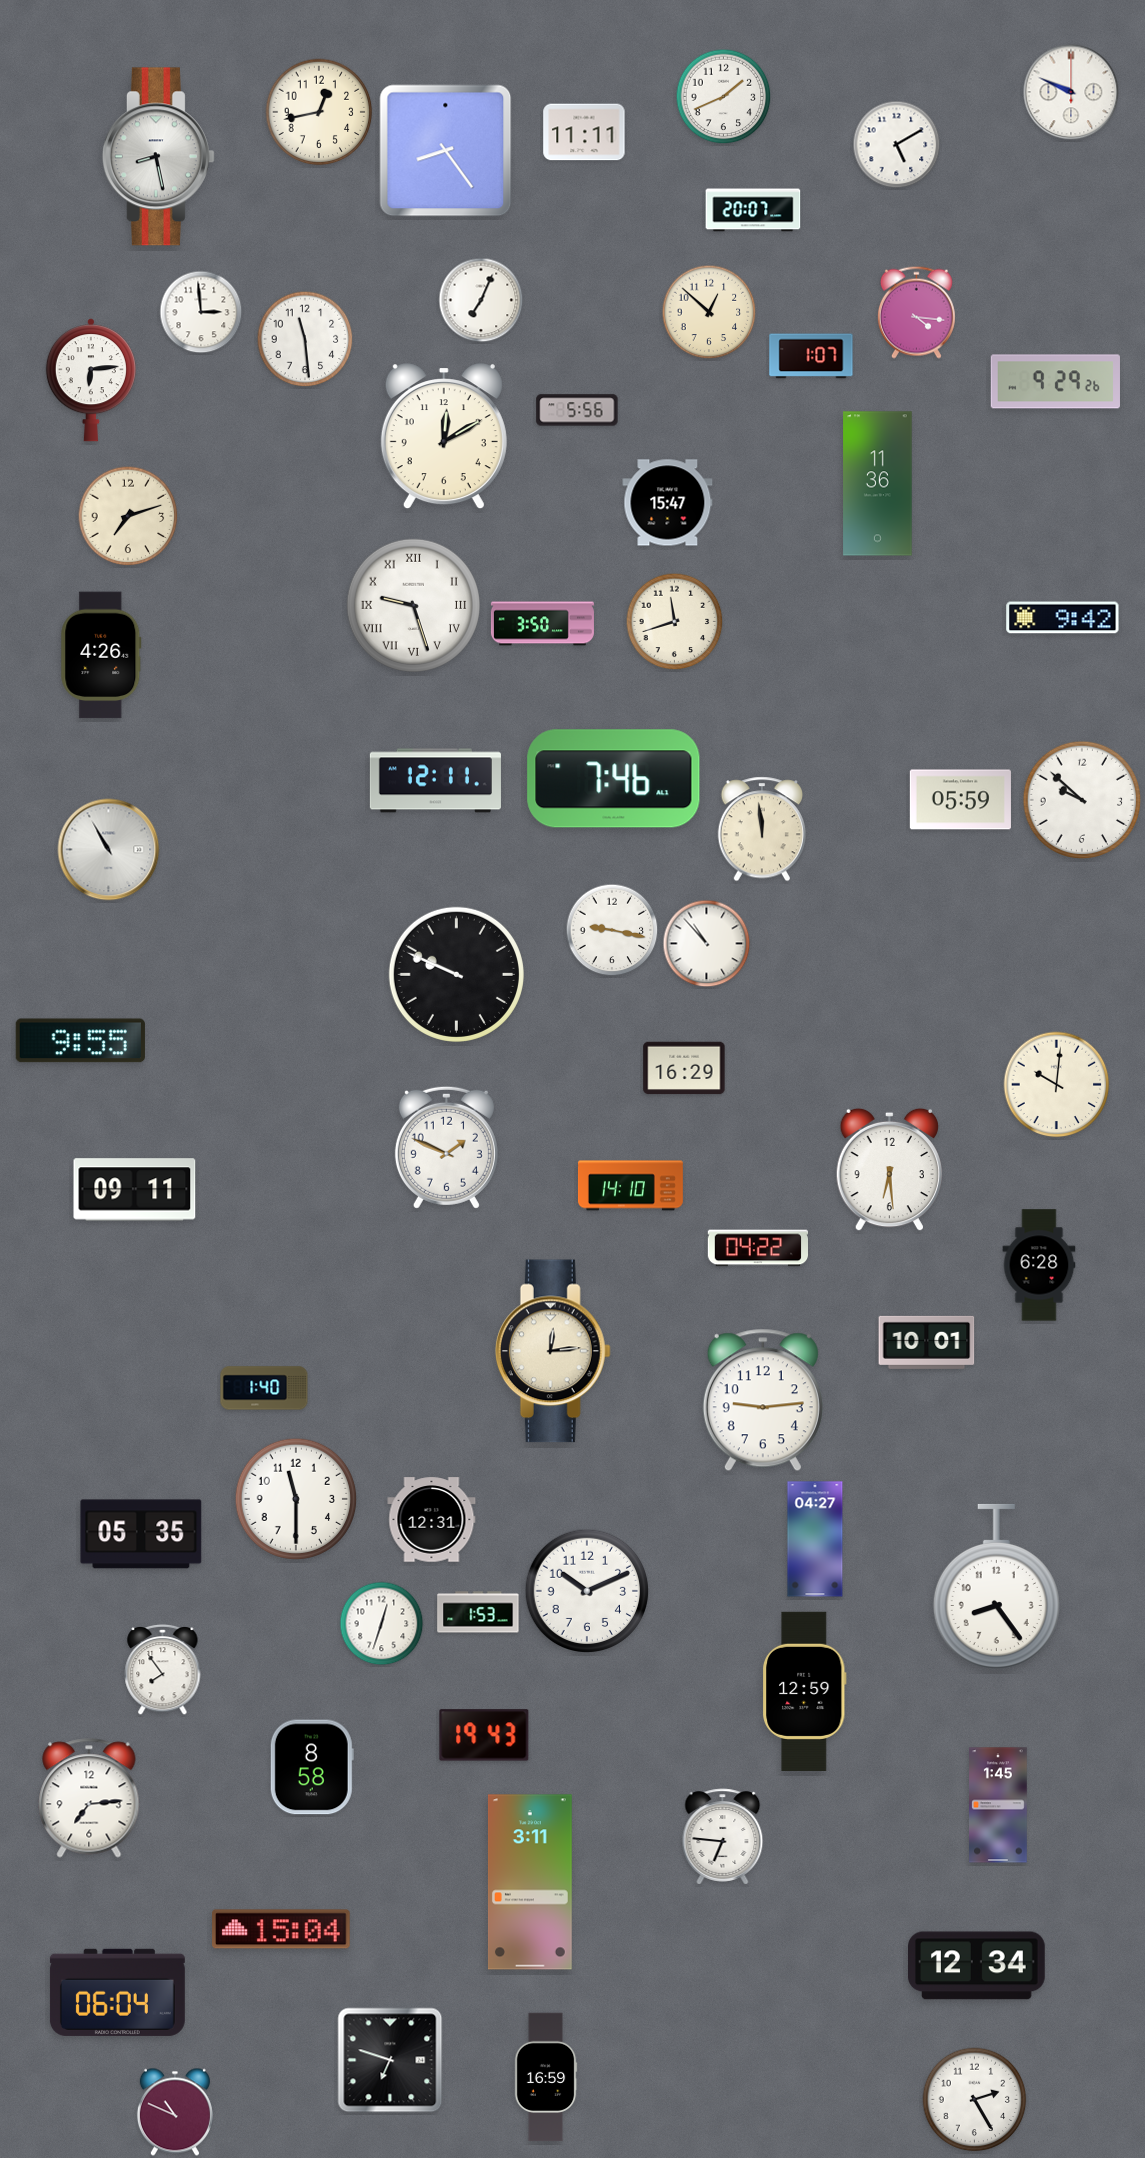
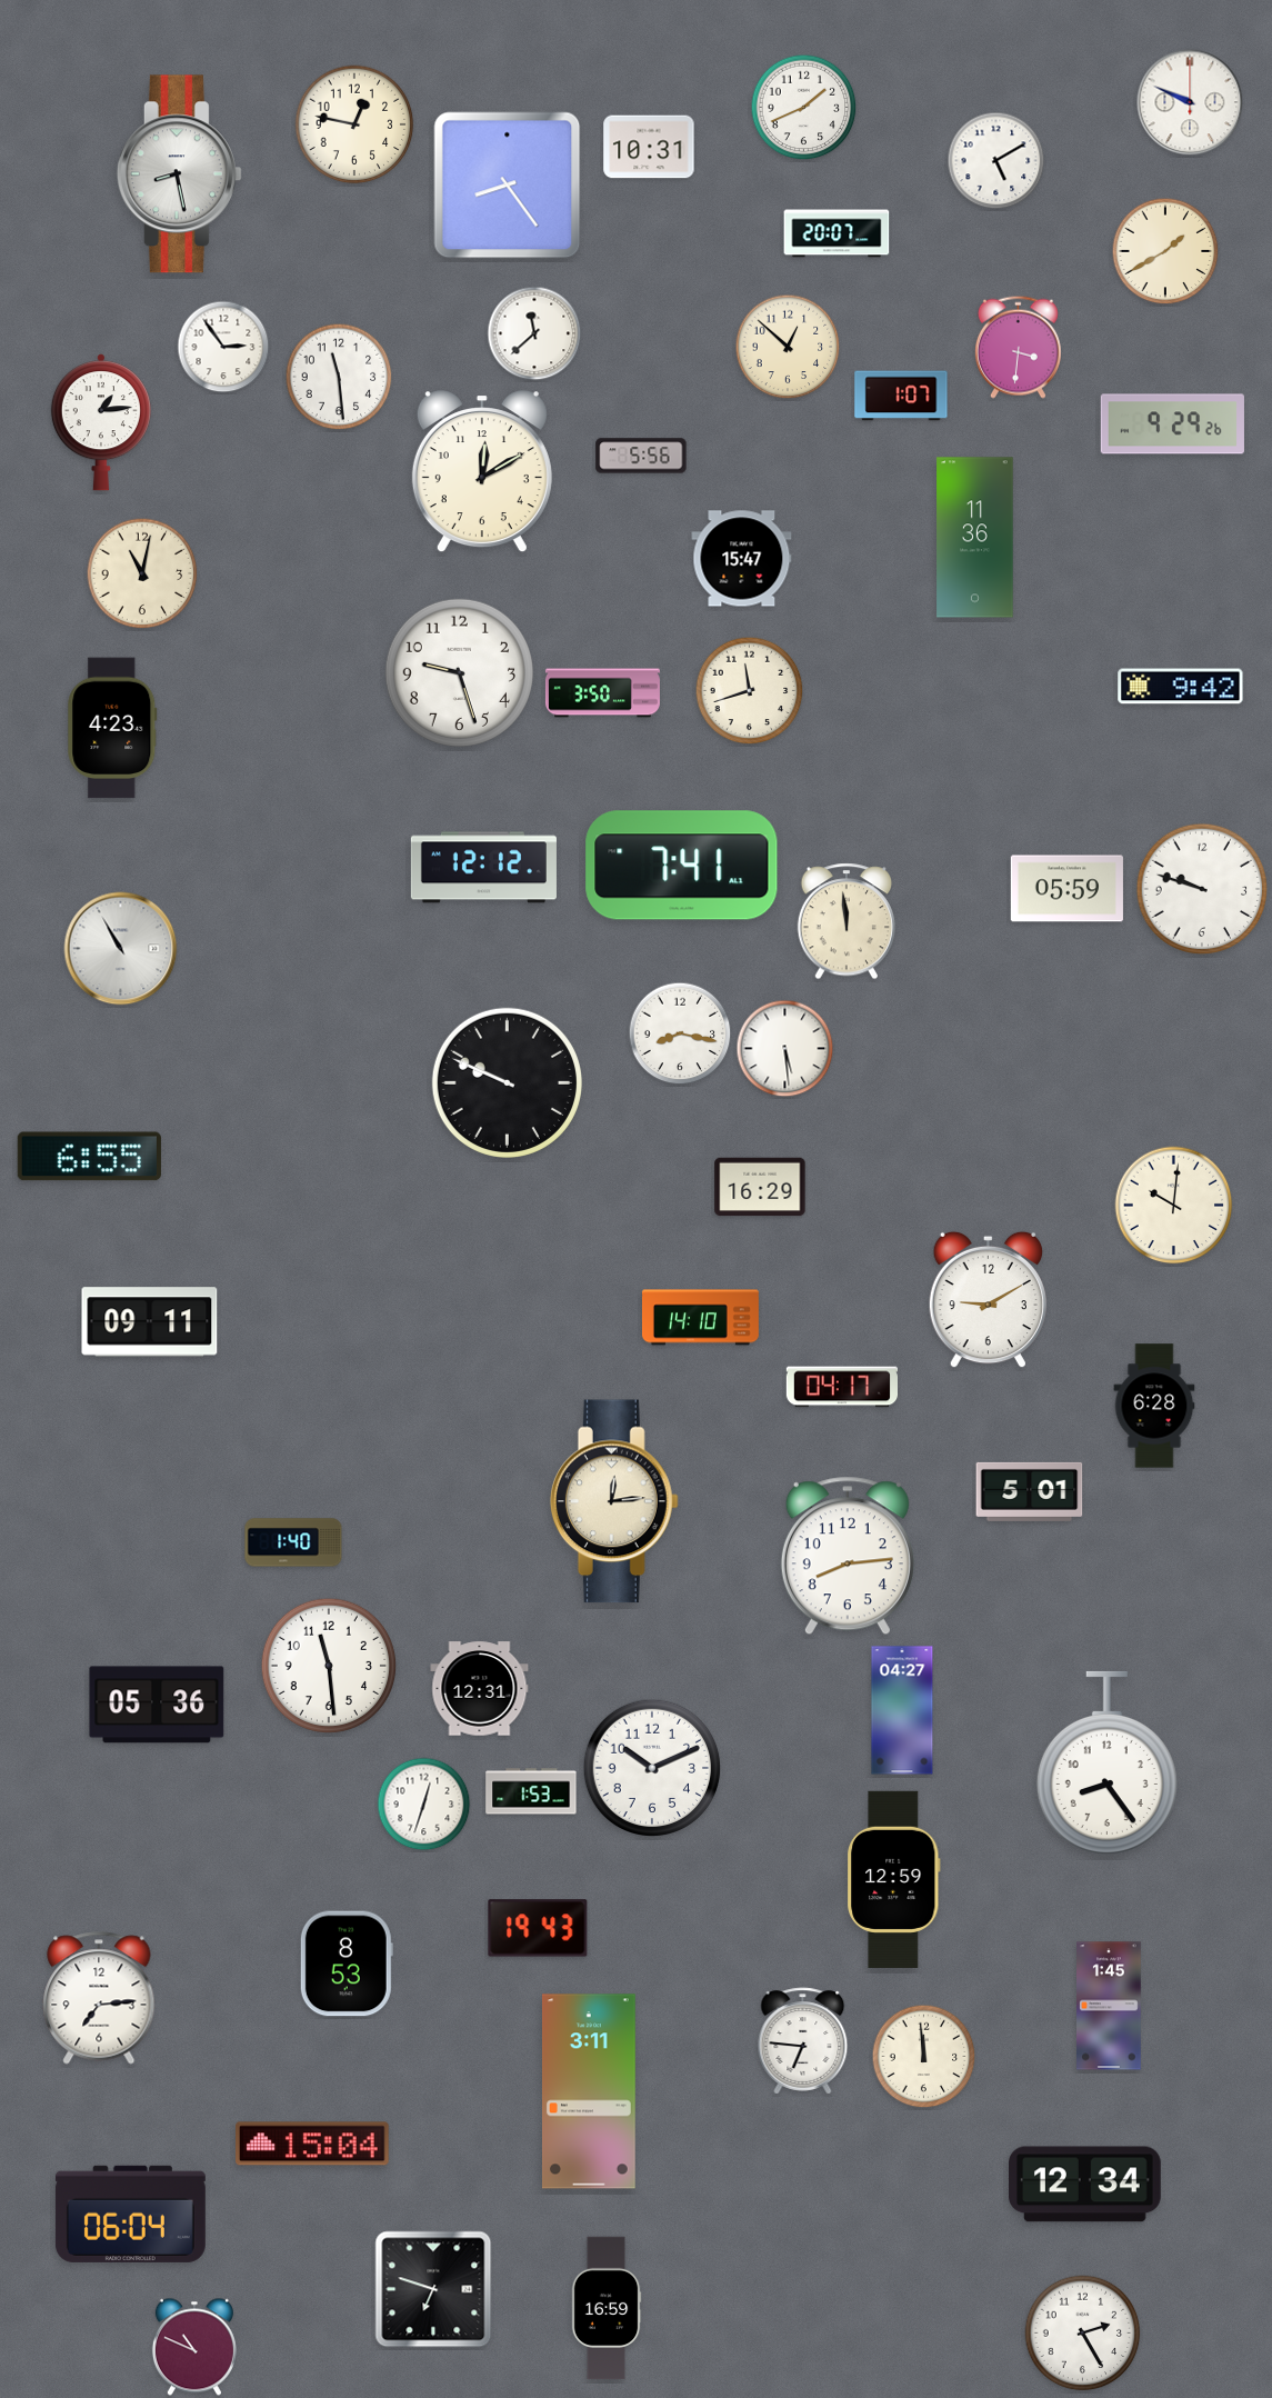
clock at (319, 112): 12:43 -> 12:47
clock at (584, 132): 11:11 -> 10:31
clock at (446, 151) position: (446, 151) -> (508, 186)
clock at (158, 157) position: (158, 157) -> (179, 174)
clock at (1165, 251): none -> 1:40
clock at (481, 300): 7:04 -> 11:38
clock at (201, 312): 2:59 -> 2:54
clock at (916, 312): 4:16 -> 3:31
clock at (91, 380): 6:14 -> 1:14
clock at (444, 437) position: (444, 437) -> (482, 472)
clock at (128, 516): 7:12 -> 11:02
clock at (413, 605) numerals: Roman -> Arabic
clock at (101, 655): 4:26 -> 4:23
clock at (614, 779): 7:46 -> 7:41
clock at (435, 781): 12:11 -> 12:12
clock at (1082, 800): 9:52 -> 9:48
clock at (109, 850) position: (109, 850) -> (121, 949)
clock at (612, 930): 9:17 -> 8:17
clock at (707, 944): 10:53 -> 5:29
clock at (80, 1041): 9:55 -> 6:55
clock at (446, 1147): 1:49 -> none
clock at (889, 1170): 6:29 -> 9:10
clock at (757, 1248): 04:22 -> 04:17
clock at (927, 1342): 10:01 -> 5:01
clock at (763, 1400): 9:14 -> 8:14
clock at (296, 1499): 11:30 -> 11:29
clock at (141, 1534): 05:35 -> 05:36
clock at (815, 1539) position: (815, 1539) -> (902, 1710)
clock at (163, 1669): 7:54 -> none
clock at (312, 1767): 8:58 -> 8:53
clock at (924, 2057): none -> 11:59
